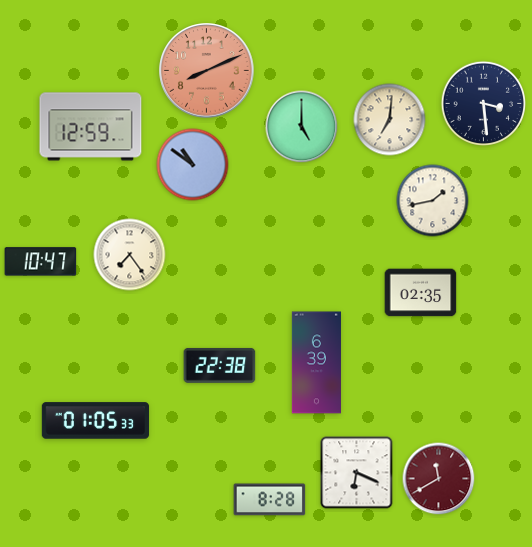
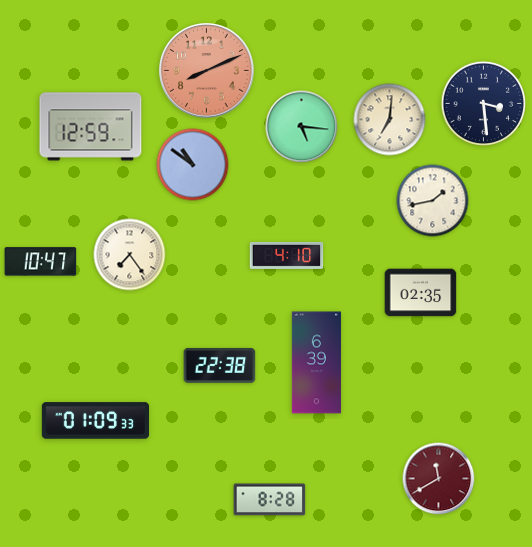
clock at (302, 127): 5:00 -> 5:16
clock at (287, 255): none -> 4:10
clock at (96, 421): 01:05 -> 01:09
clock at (357, 473): 6:19 -> none
